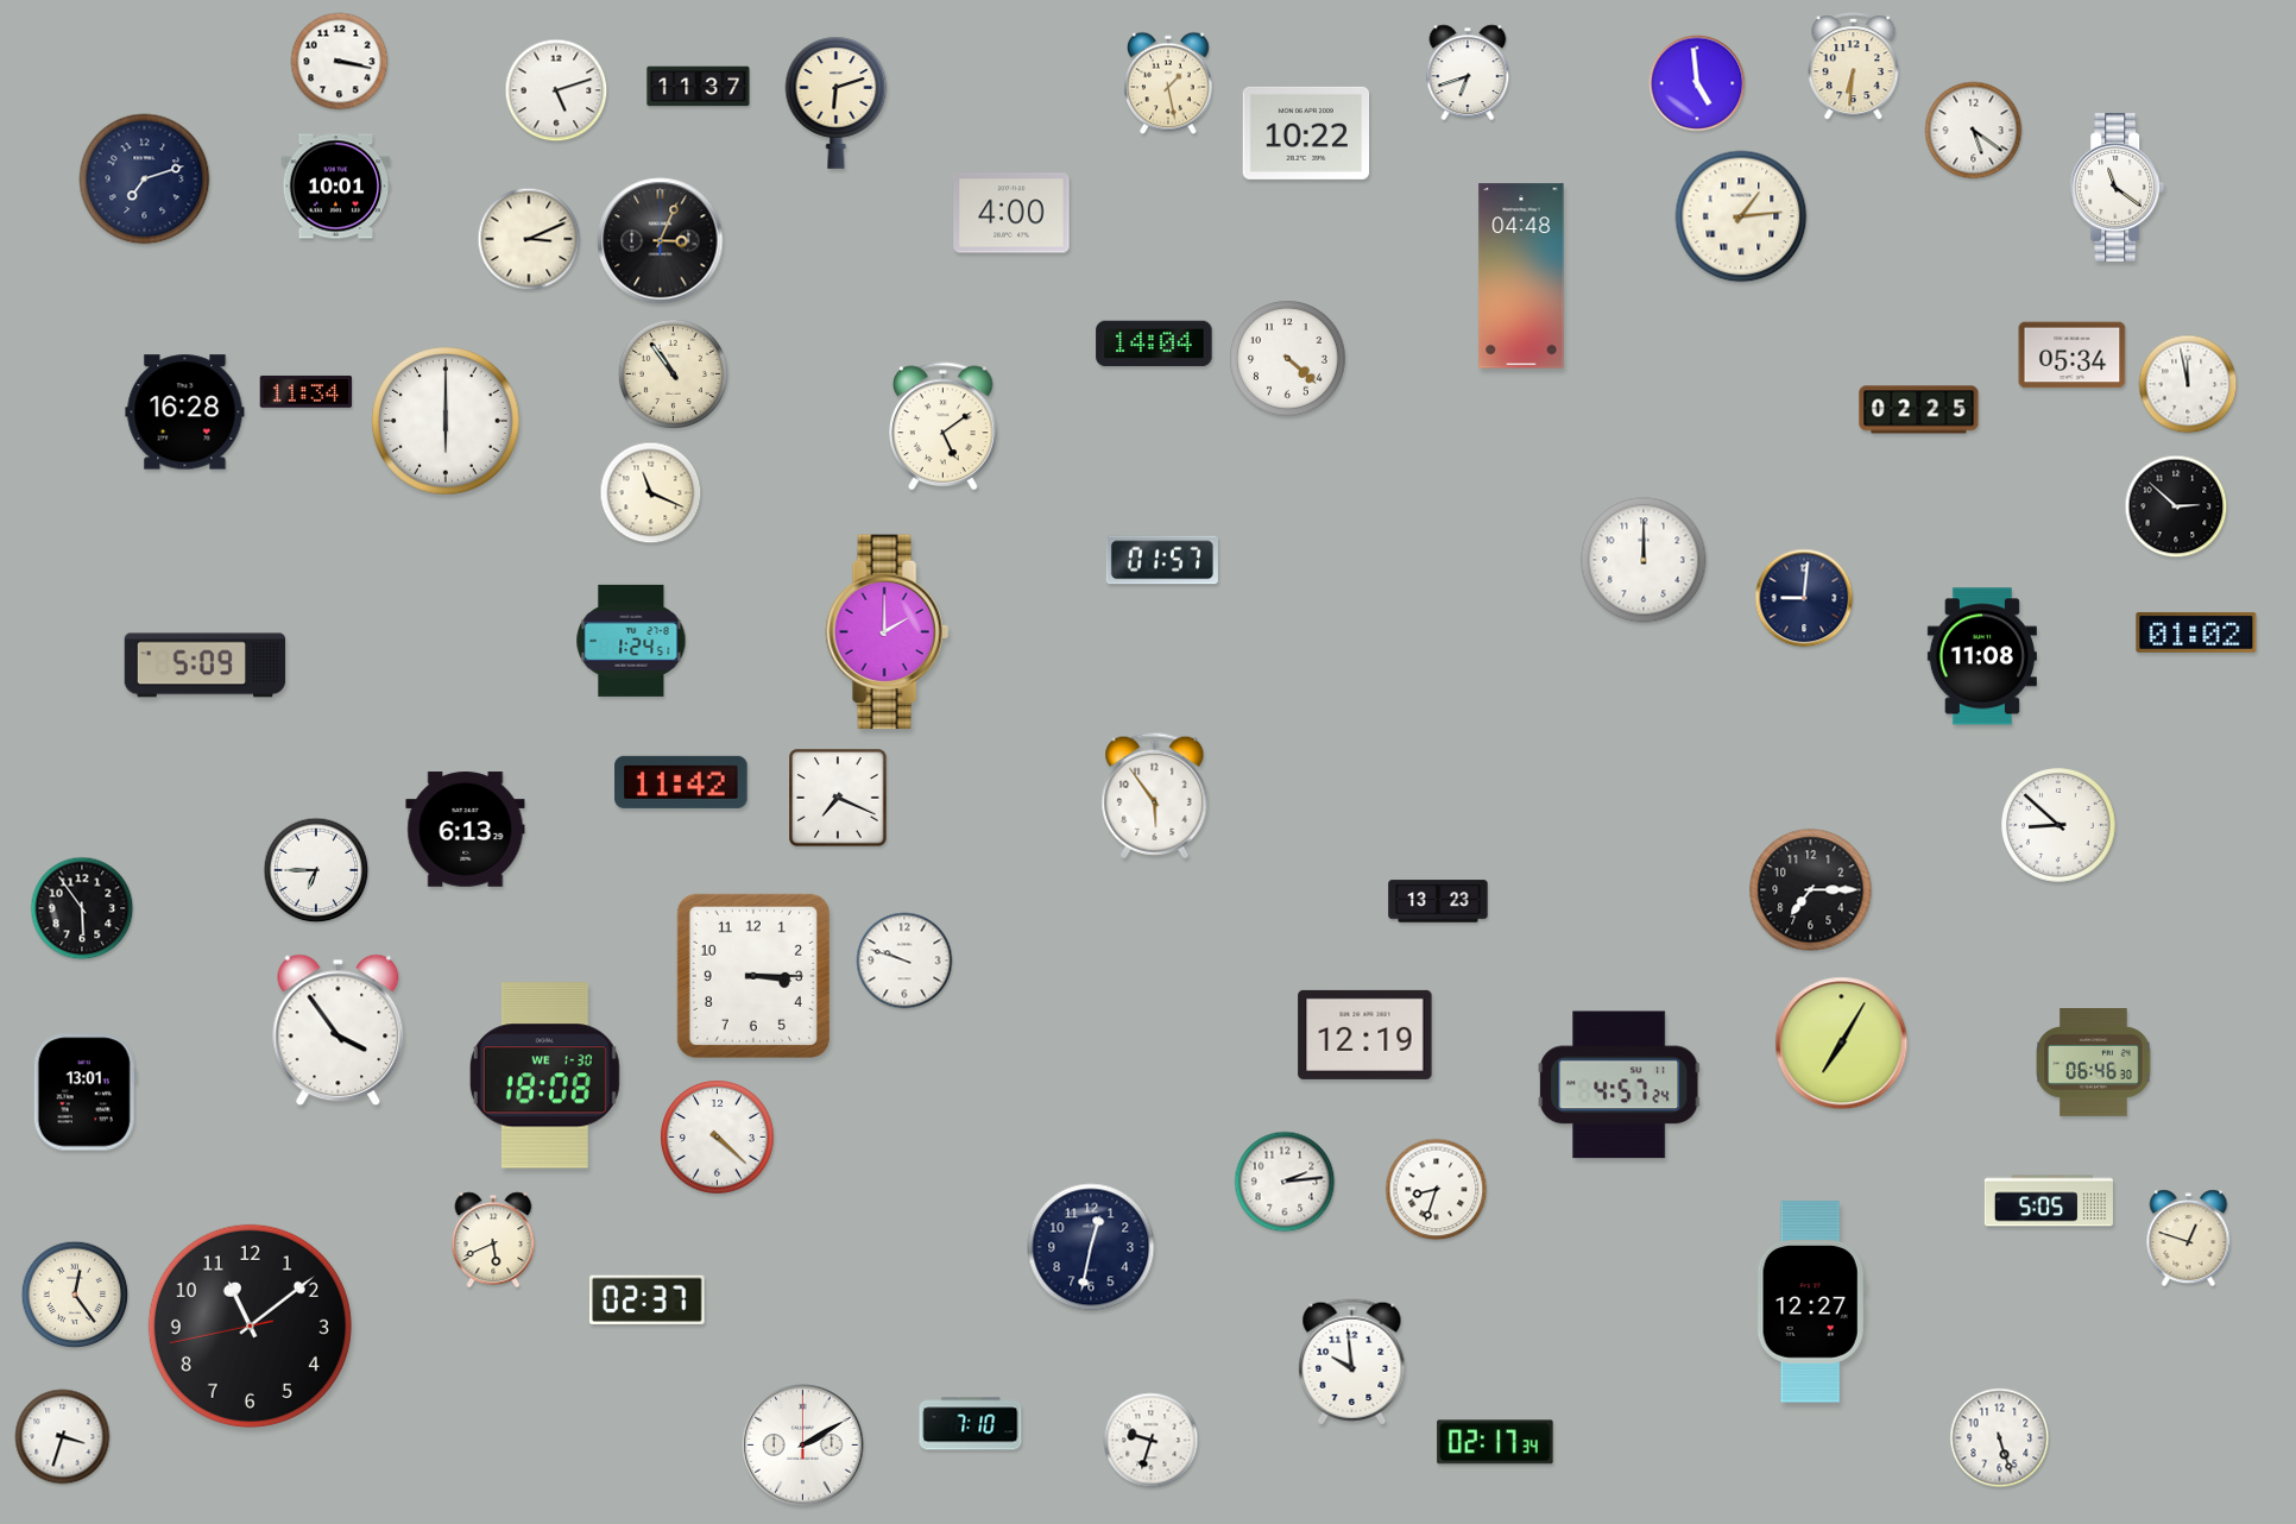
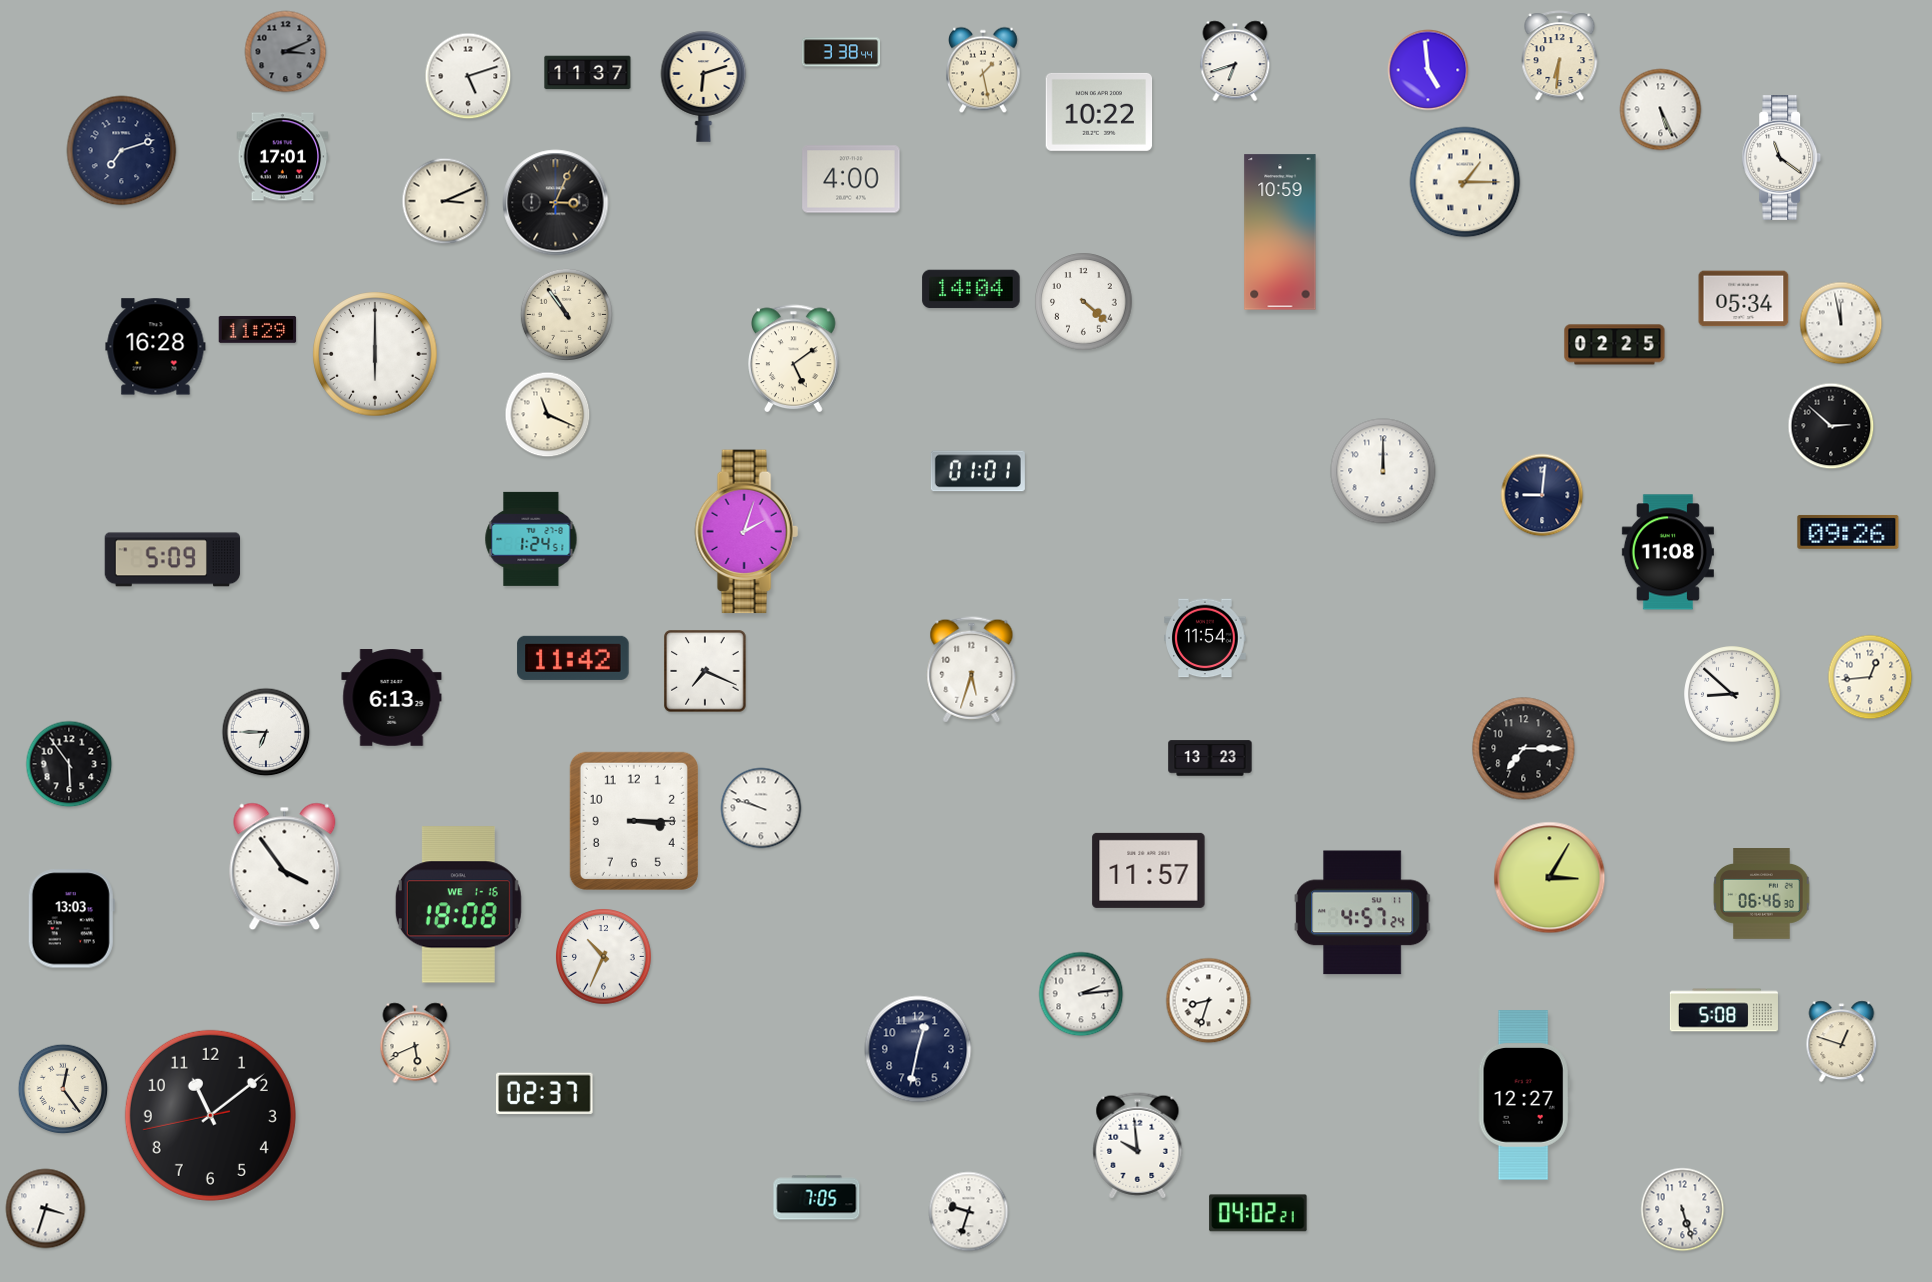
clock at (340, 62): 3:17 -> 3:11
clock at (340, 62) dial: white -> grey
clock at (841, 52): none -> 3:38
clock at (1974, 131): 5:21 -> 5:26
clock at (336, 187): 10:01 -> 17:01
clock at (1741, 216): 1:14 -> 1:15
clock at (1521, 276): 04:48 -> 10:59
clock at (307, 391): 11:34 -> 11:29
clock at (1162, 560): 01:57 -> 01:01
clock at (1804, 598) position: (1804, 598) -> (1542, 495)
clock at (887, 632): 2:00 -> 2:03
clock at (2196, 632): 01:02 -> 09:26
clock at (1205, 638): none -> 11:54
clock at (1155, 796): 5:54 -> 5:33
clock at (1870, 677): none -> 12:44
clock at (1365, 1034): 12:19 -> 11:57
clock at (1842, 1044): 7:05 -> 3:05
clock at (544, 1076) date: WE 1-30 -> WE 1-16
clock at (84, 1092): 13:01 -> 13:03
clock at (718, 1138): 4:22 -> 10:34
clock at (2049, 1201): 5:05 -> 5:08
clock at (971, 1424): 7:10 -> 7:05
clock at (63, 1437) position: (63, 1437) -> (46, 1209)
clock at (1495, 1442): 02:17 -> 04:02
clock at (803, 1446): 2:10 -> none
